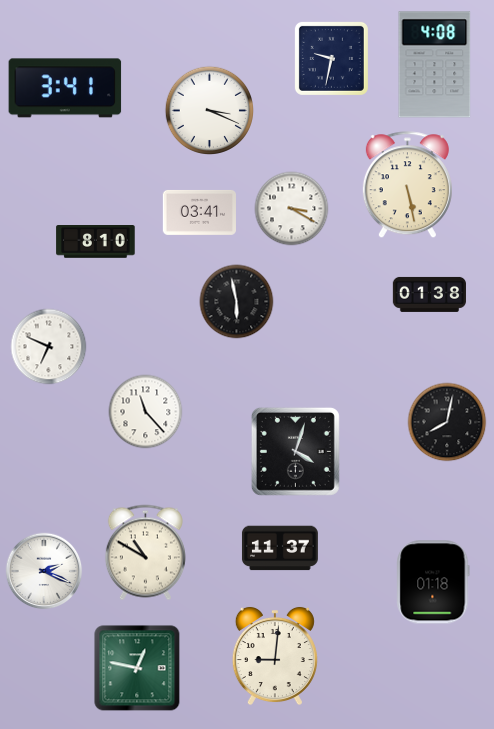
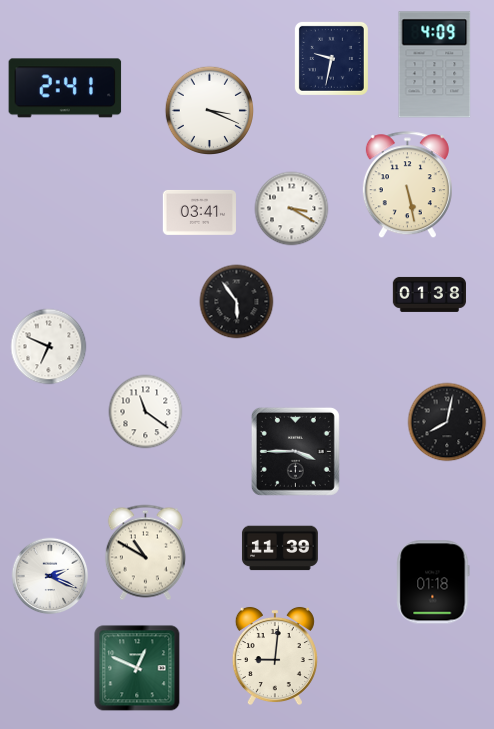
clock at (435, 65): 4:08 -> 4:09
clock at (65, 88): 3:41 -> 2:41
clock at (96, 242): 8:10 -> none
clock at (237, 302): 5:58 -> 5:54
clock at (146, 412): 11:23 -> 11:21
clock at (295, 451): 4:03 -> 3:45
clock at (280, 548): 11:37 -> 11:39
clock at (44, 571) position: (44, 571) -> (50, 576)
clock at (137, 668): 12:47 -> 12:49
